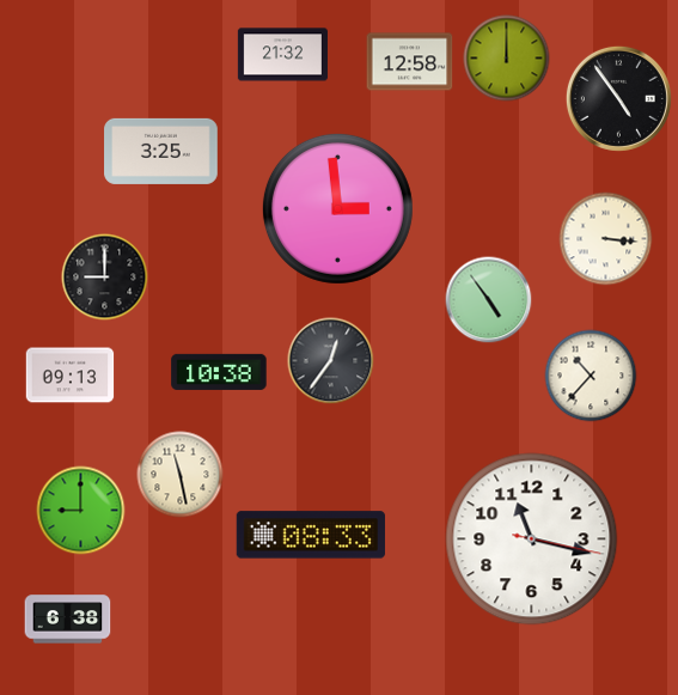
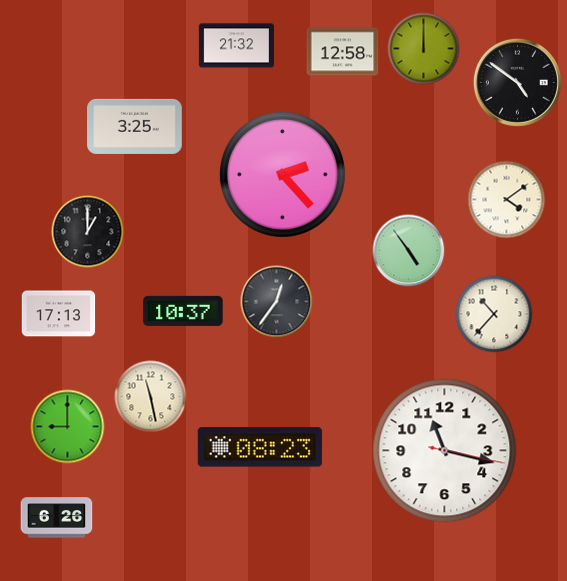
clock at (618, 98): 4:54 -> 4:51
clock at (337, 208): 2:59 -> 2:23
clock at (606, 239): 3:16 -> 4:09
clock at (105, 278): 9:00 -> 1:00
clock at (219, 372): 10:38 -> 10:37
clock at (71, 376): 09:13 -> 17:13
clock at (310, 535): 08:33 -> 08:23
clock at (68, 620): 6:38 -> 6:26
